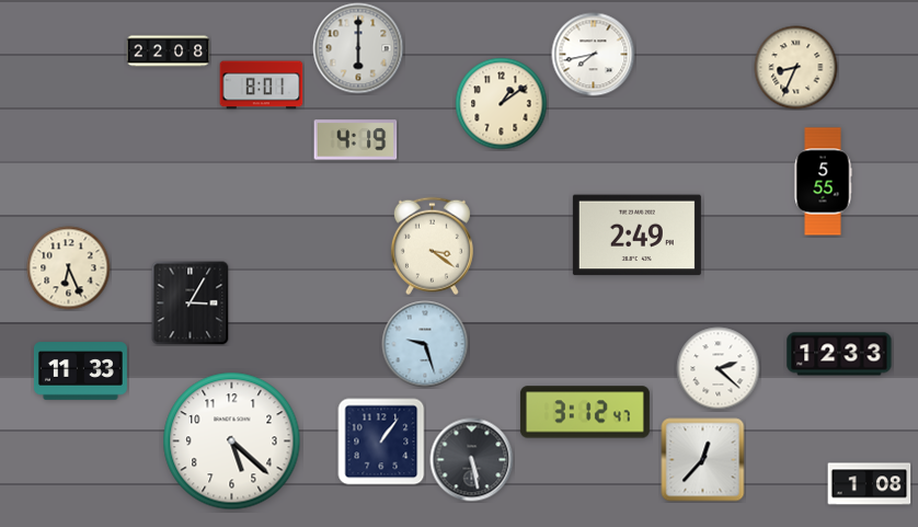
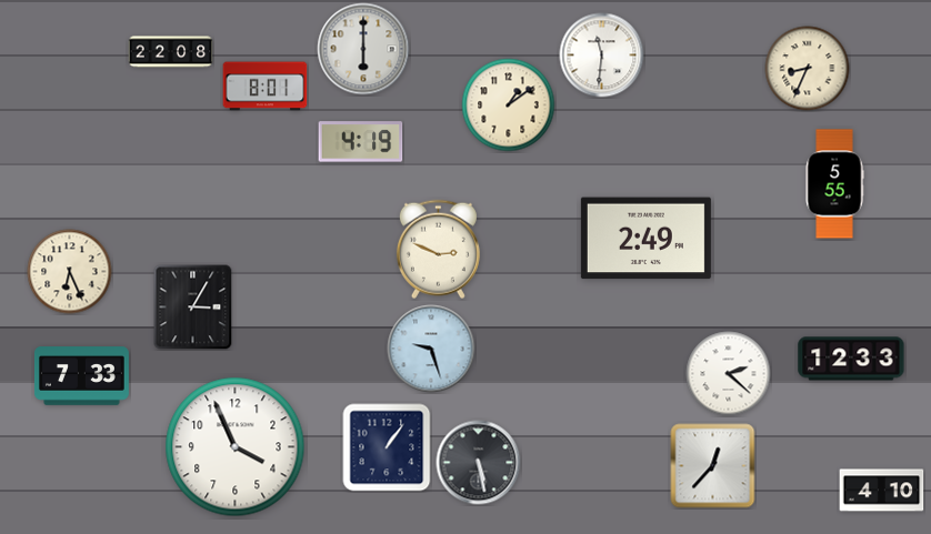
clock at (594, 55): 7:43 -> 11:31
clock at (432, 247): 3:21 -> 2:49
clock at (80, 371): 11:33 -> 7:33
clock at (585, 412): 3:12 -> none
clock at (232, 442): 5:22 -> 3:56
clock at (472, 460) position: (472, 460) -> (479, 463)
clock at (870, 484): 1:08 -> 4:10
